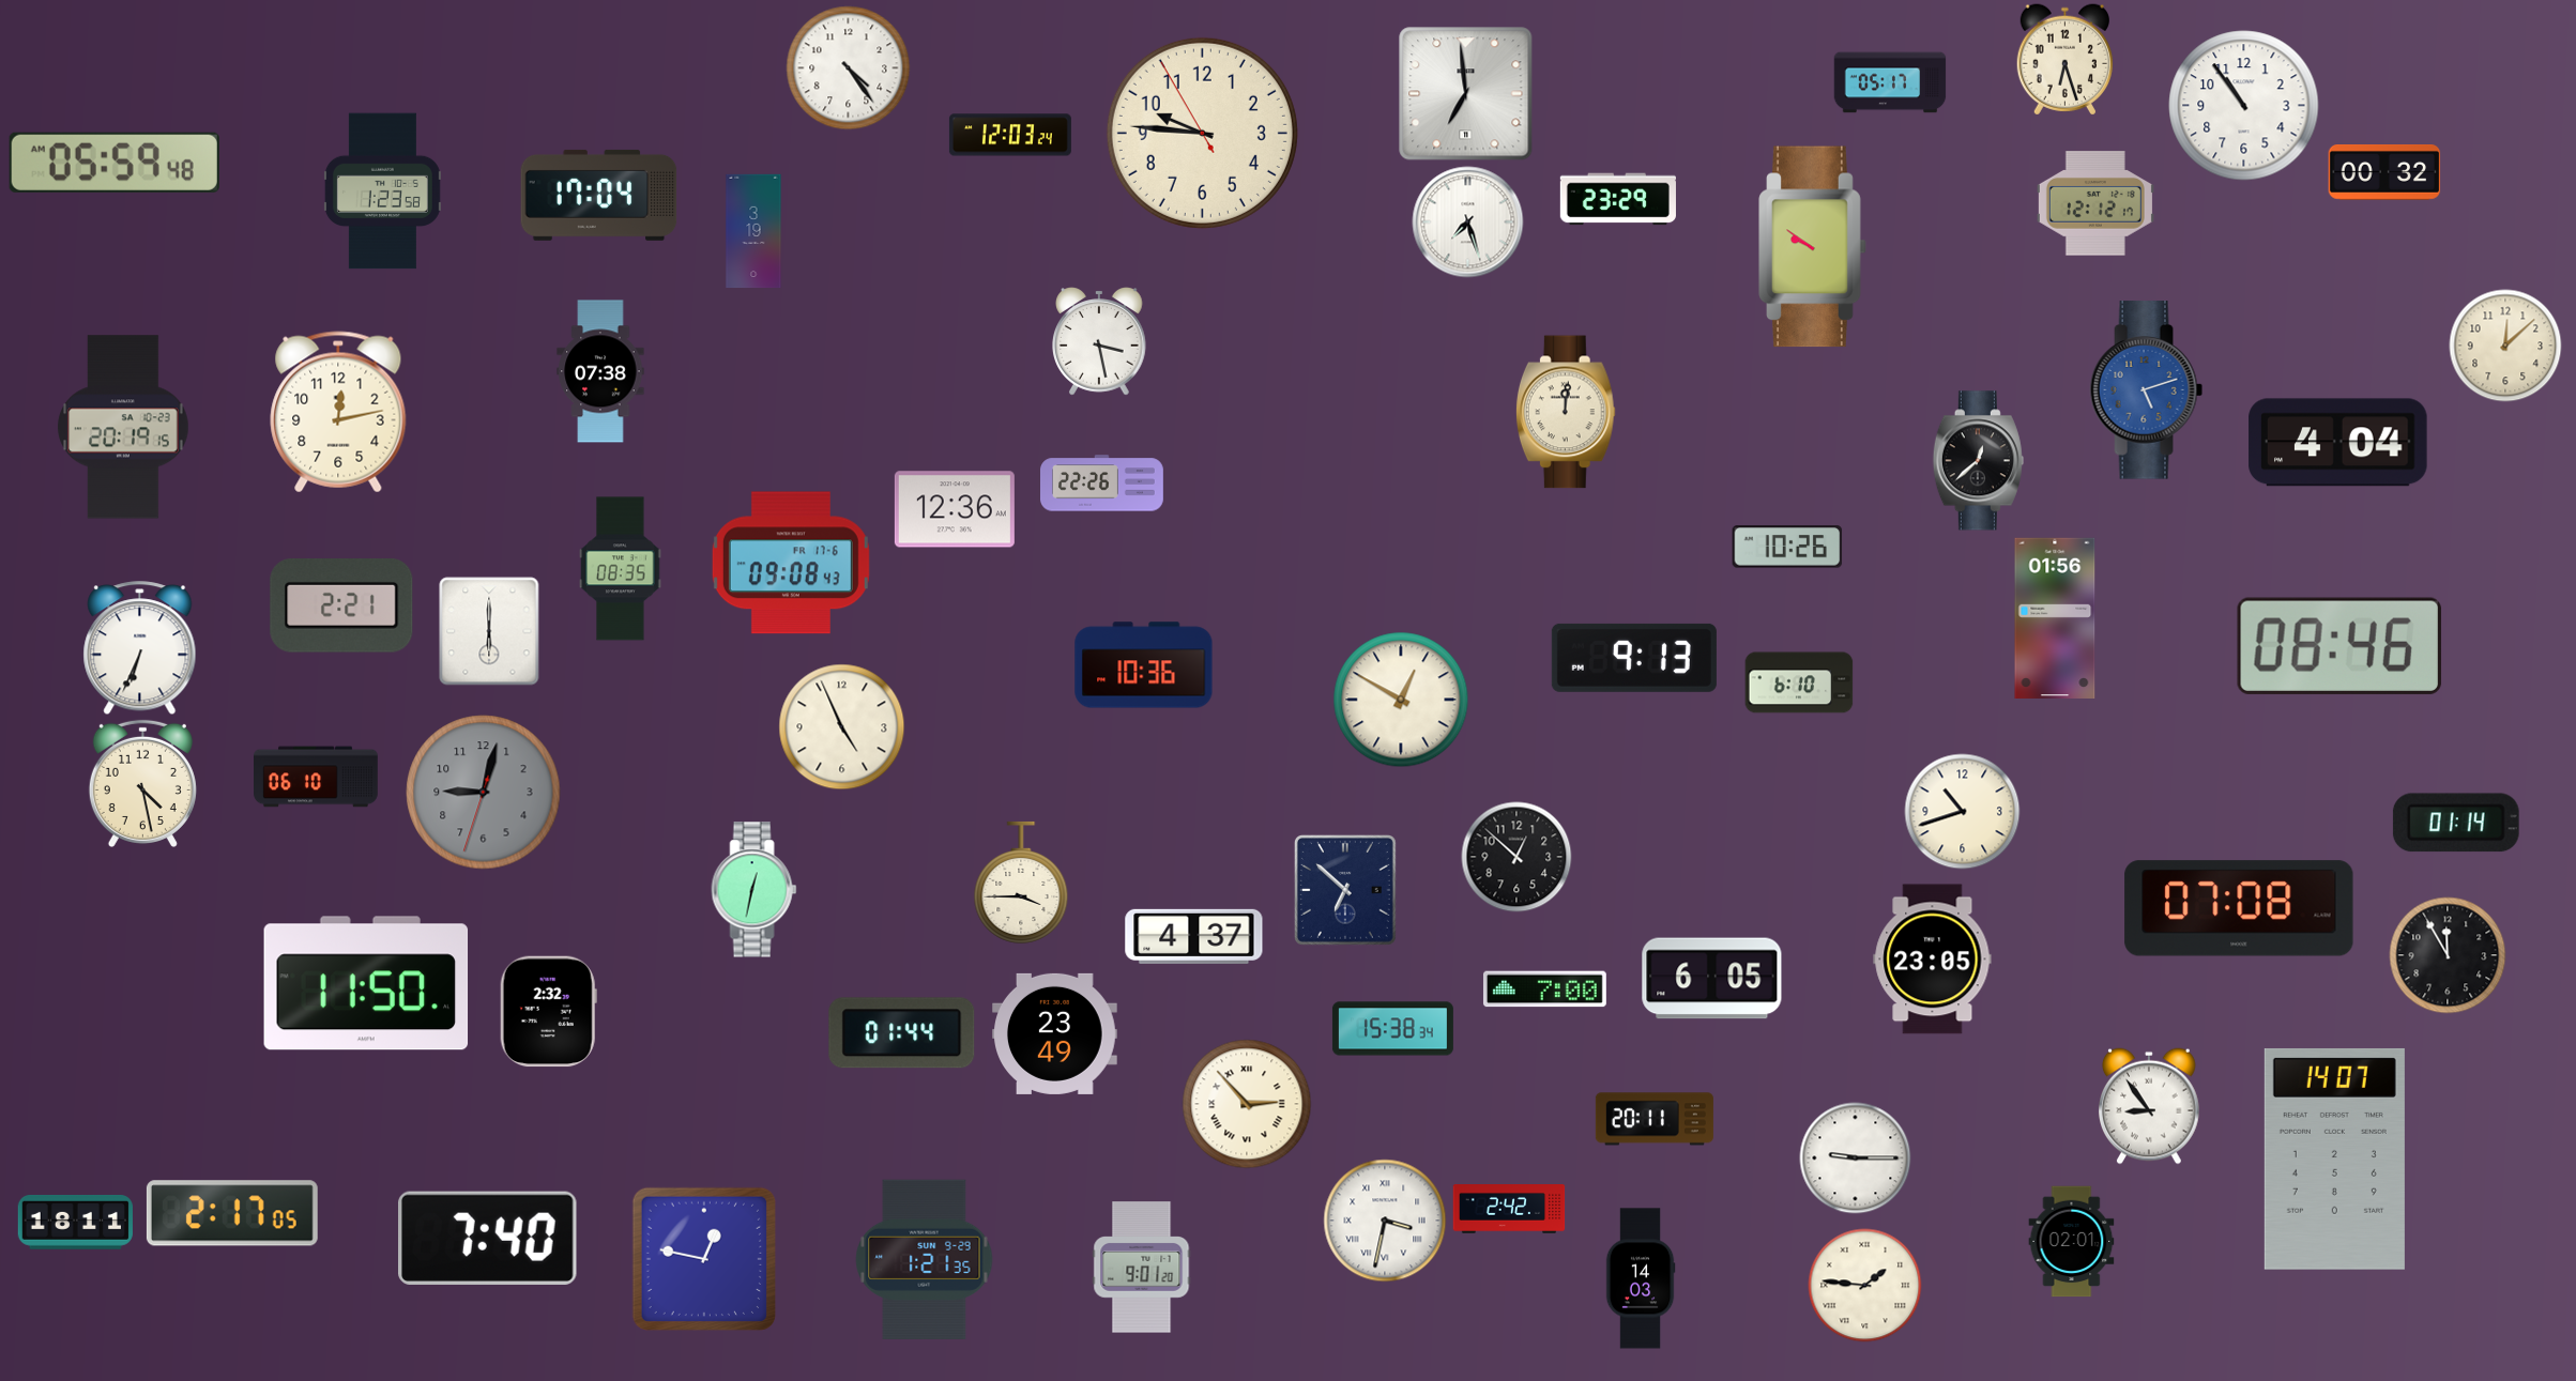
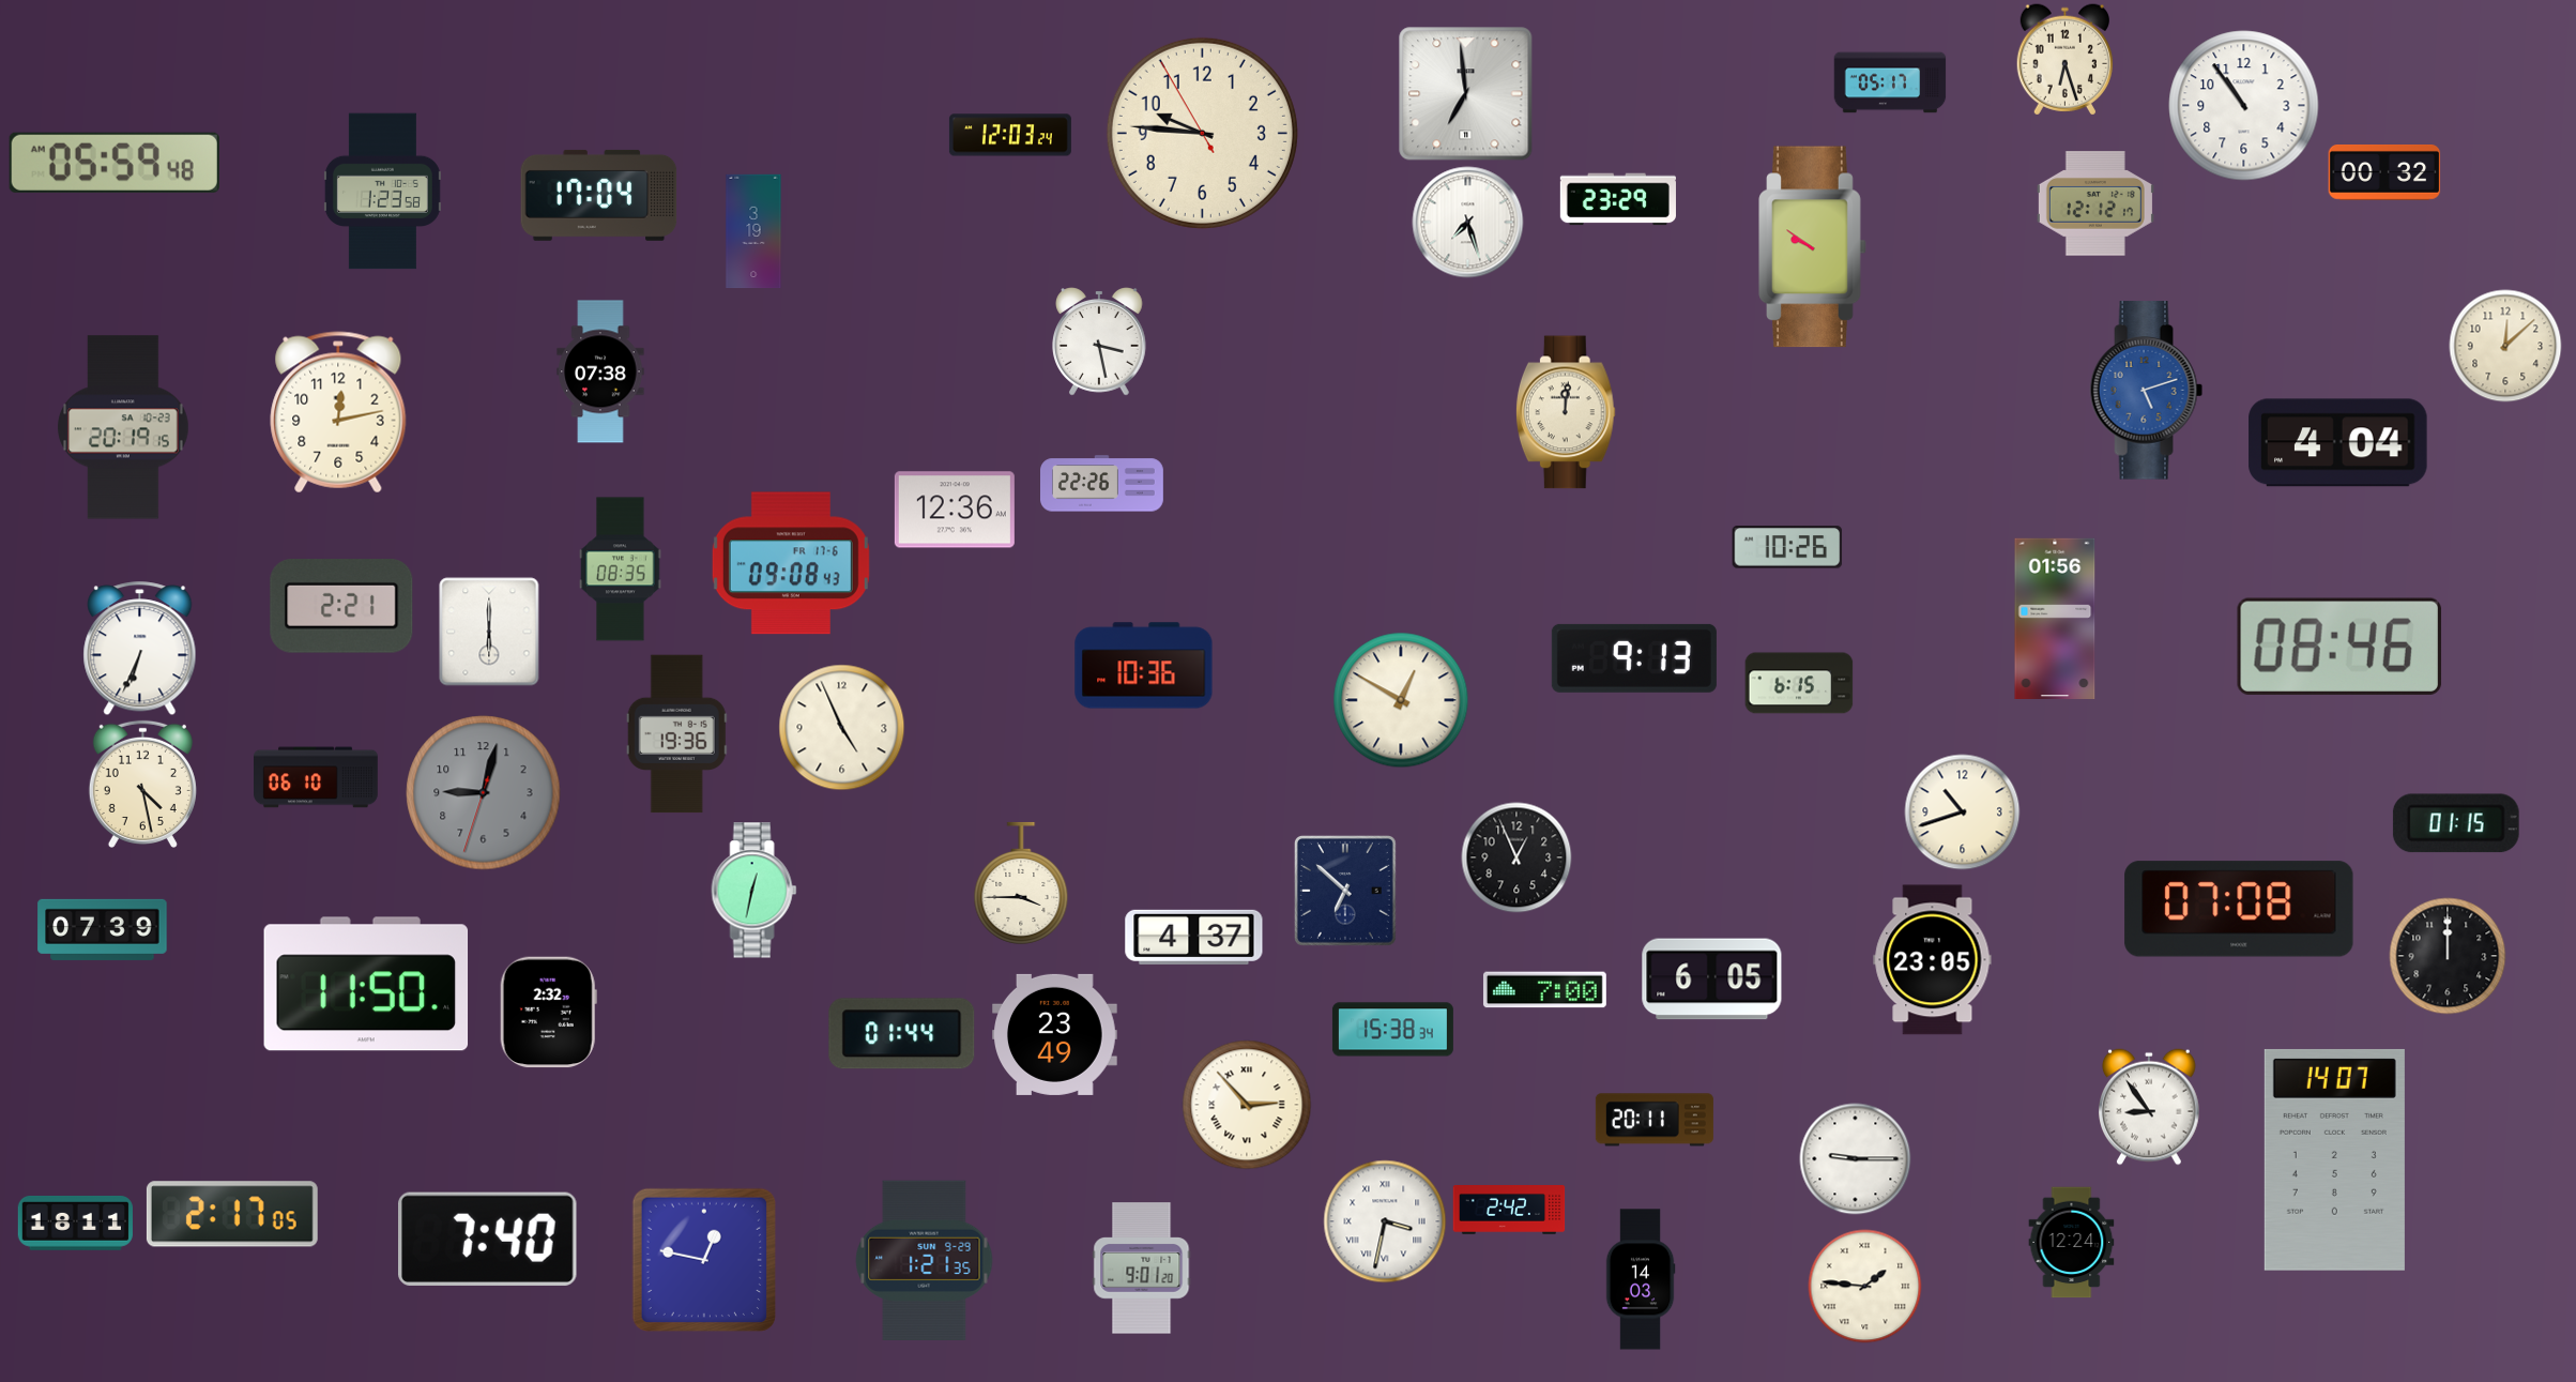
clock at (849, 68): 4:24 -> none
clock at (1978, 461): 12:38 -> none
clock at (1799, 682): 6:10 -> 6:15
clock at (676, 734): none -> 19:36
clock at (2456, 823): 01:14 -> 01:15
clock at (1516, 857): 12:52 -> 12:56
clock at (103, 929): none -> 07:39
clock at (2448, 955): 11:55 -> 12:00
clock at (2072, 1242): 02:01 -> 12:24
